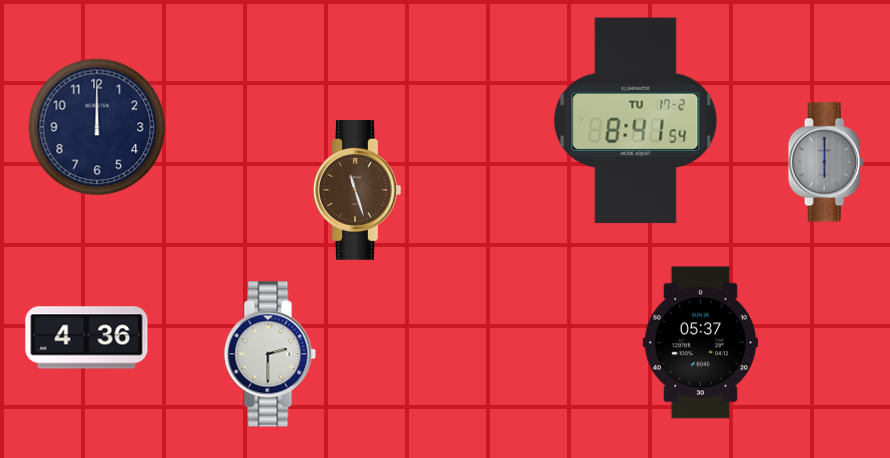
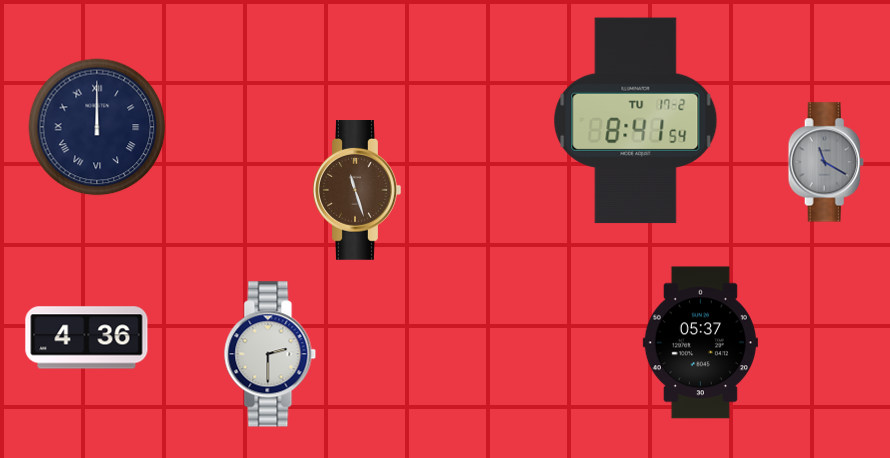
clock at (97, 127) numerals: Arabic -> Roman
clock at (826, 162): 6:00 -> 11:20
